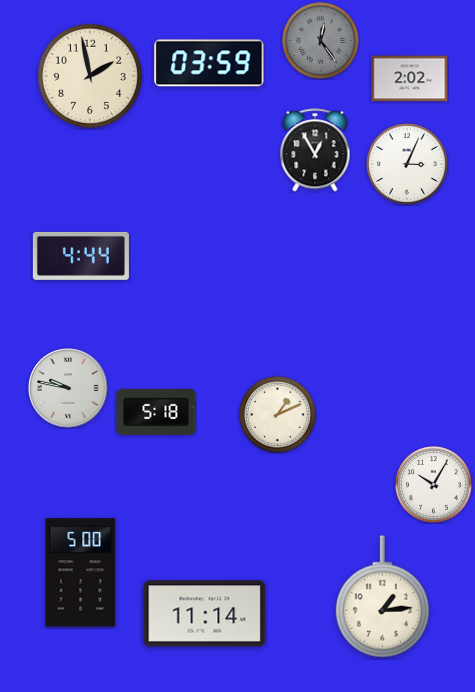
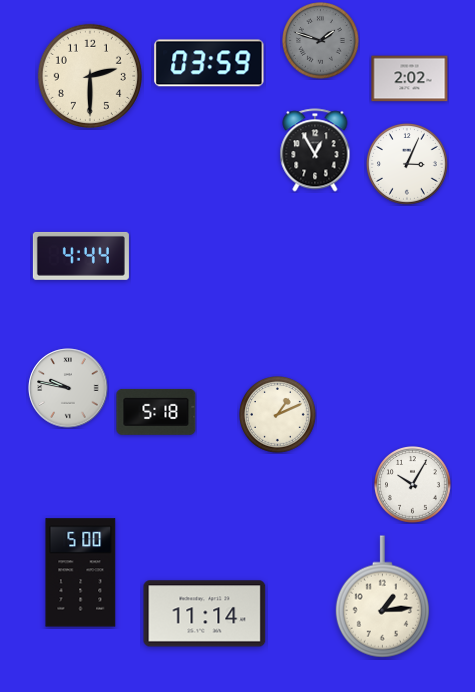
clock at (321, 41): 12:24 -> 1:48
clock at (90, 76): 1:58 -> 2:30
clock at (434, 485) position: (434, 485) -> (413, 485)
